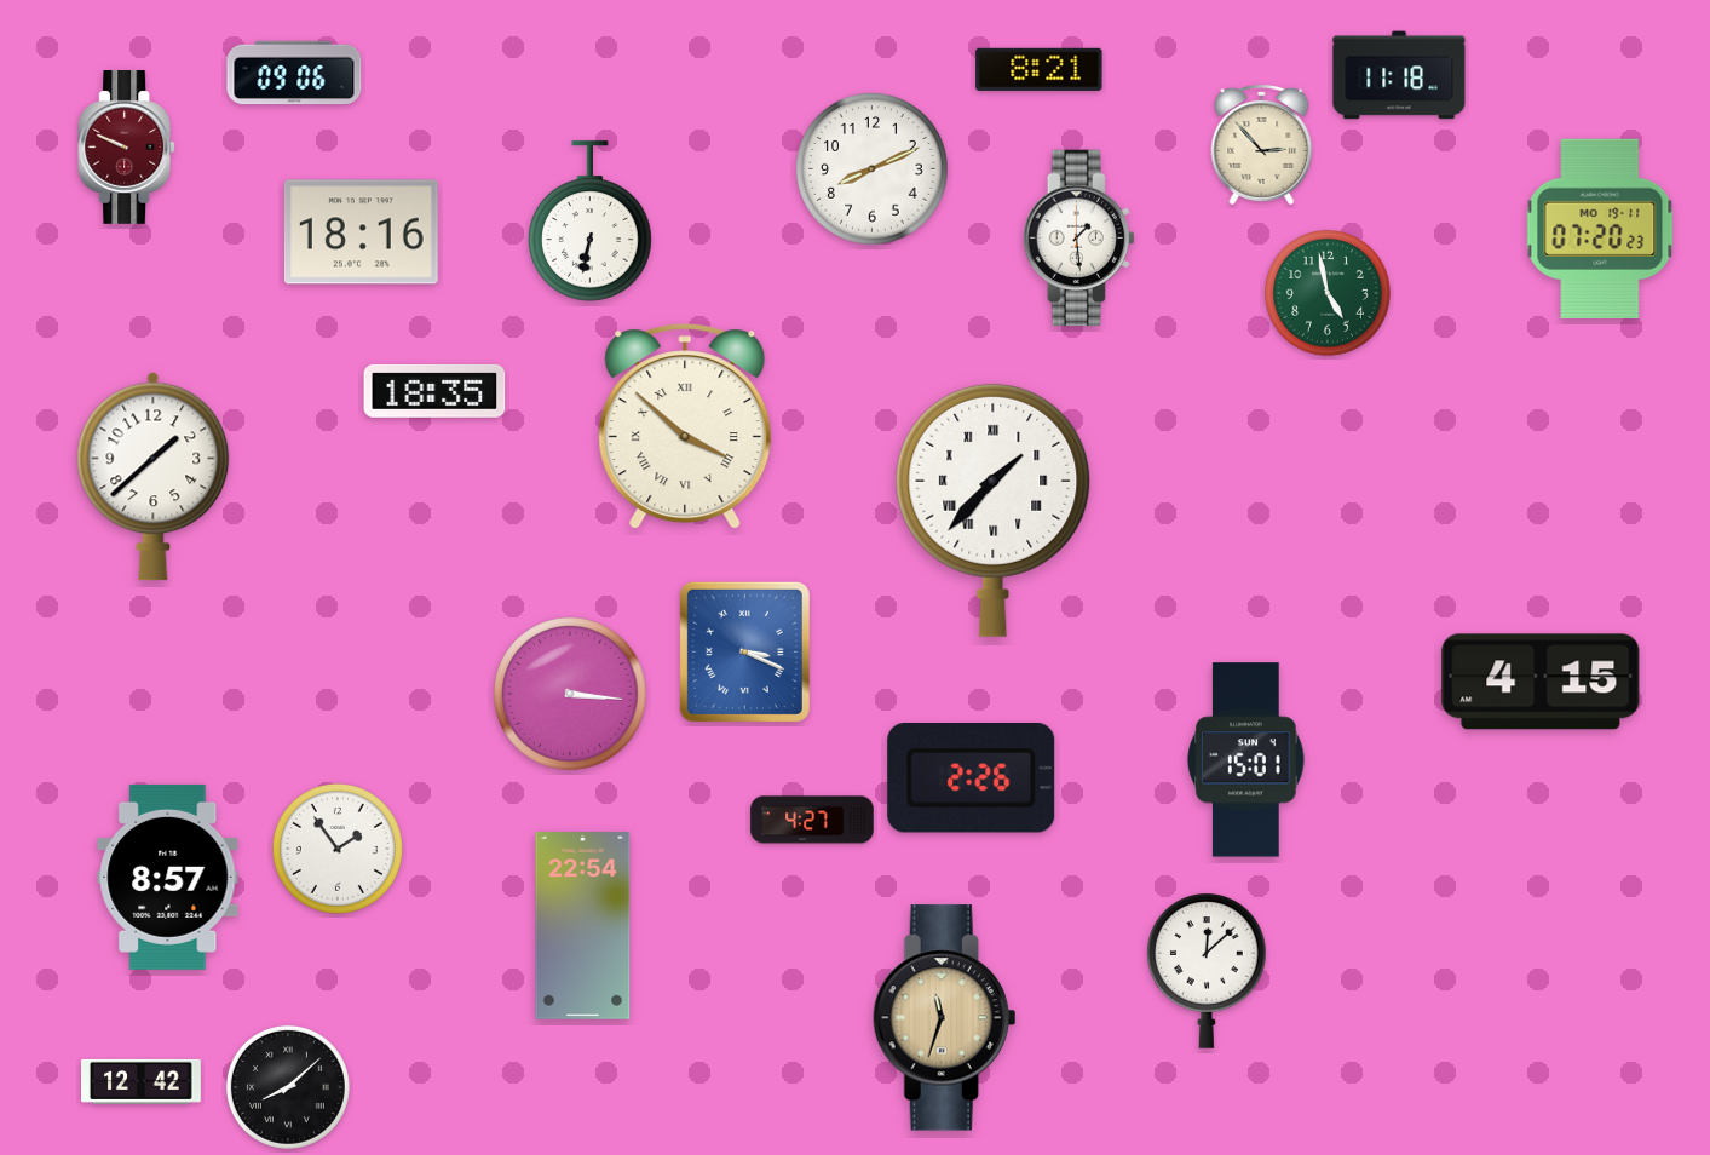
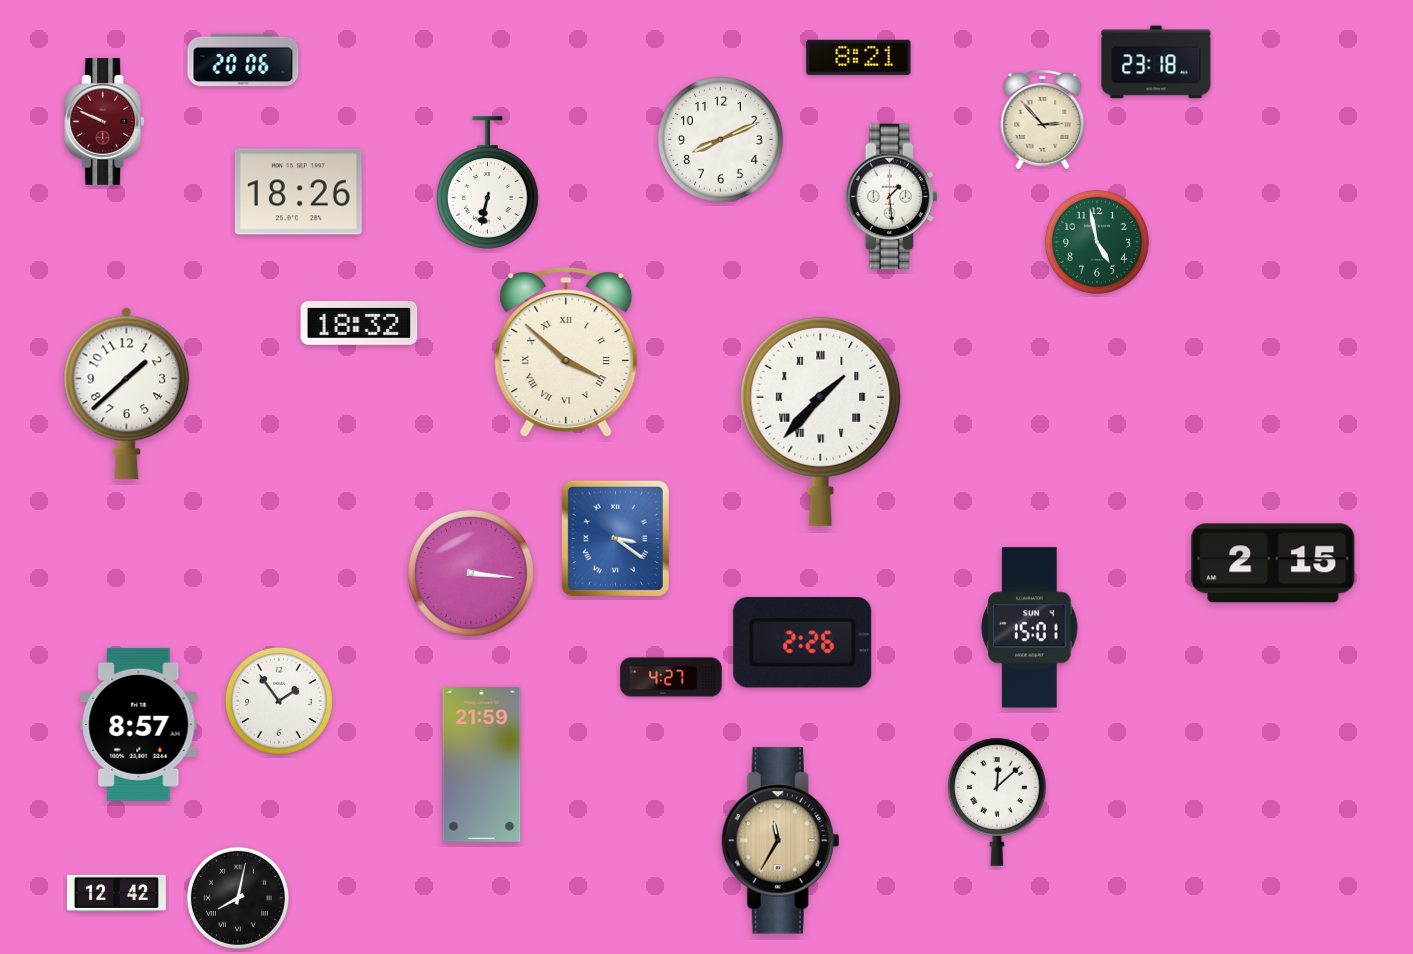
clock at (294, 73): 09:06 -> 20:06
clock at (1399, 75): 11:18 -> 23:18
clock at (1600, 229): 07:20 -> none
clock at (361, 232): 18:16 -> 18:26
clock at (434, 391): 18:35 -> 18:32
clock at (744, 651): 3:19 -> 3:21
clock at (1541, 682): 4:15 -> 2:15
clock at (583, 926): 22:54 -> 21:59
clock at (945, 1018): 11:33 -> 11:35
clock at (288, 1087): 8:08 -> 8:02
